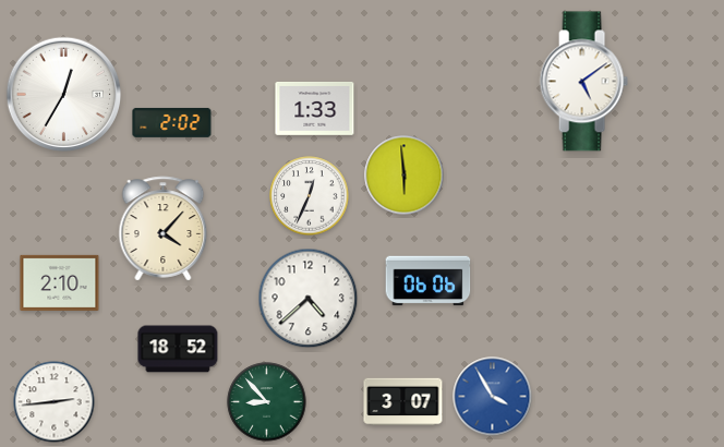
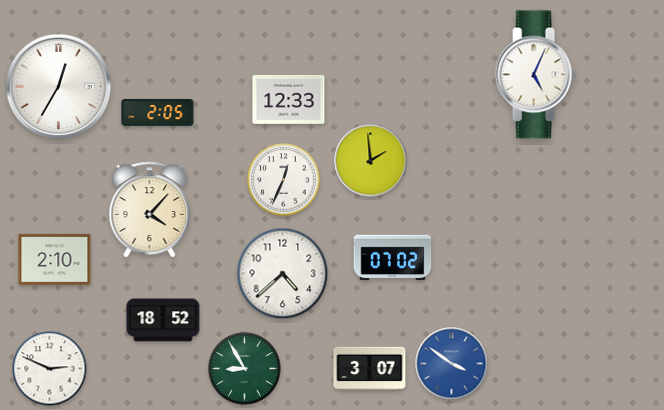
clock at (583, 82): 5:09 -> 5:04
clock at (315, 108): 1:33 -> 12:33
clock at (172, 122): 2:02 -> 2:05
clock at (405, 176): 5:59 -> 1:59
clock at (429, 281): 06:06 -> 07:02
clock at (493, 397): 3:55 -> 3:51
clock at (55, 402): 2:44 -> 2:49
clock at (267, 402): 8:53 -> 8:55
